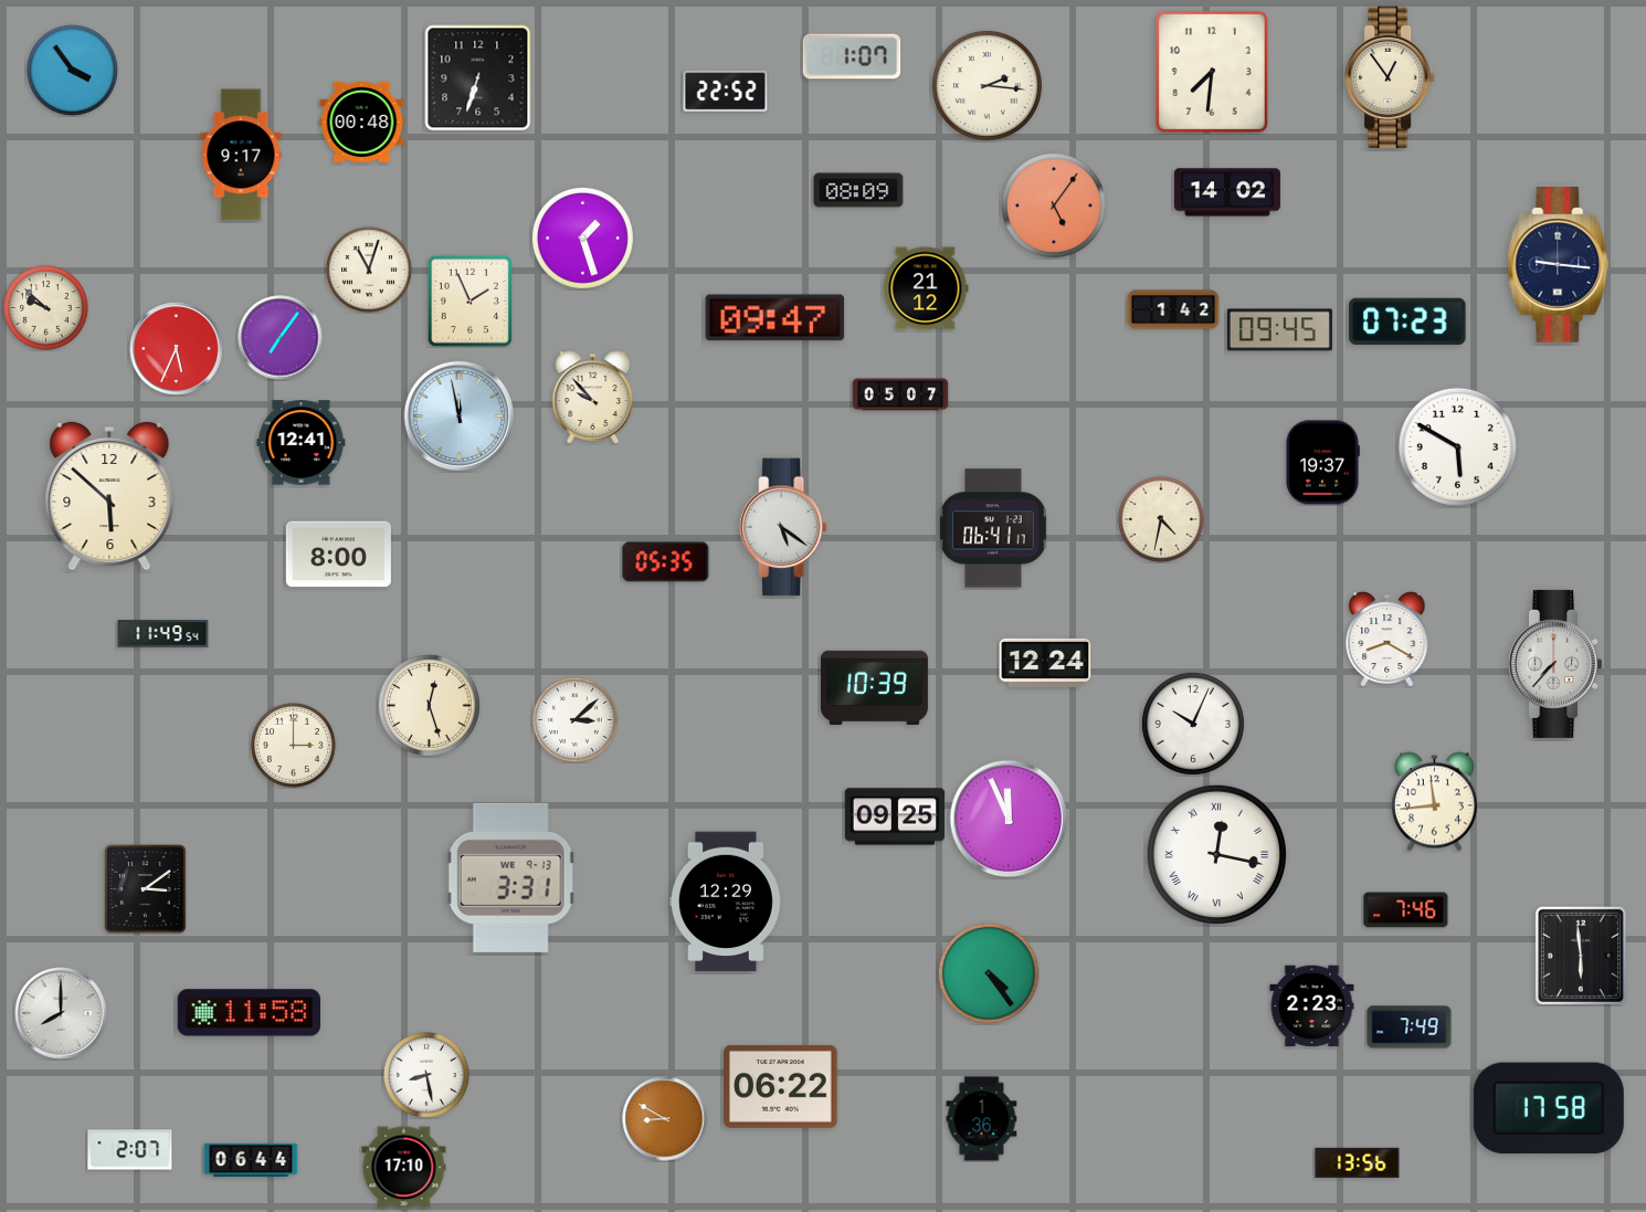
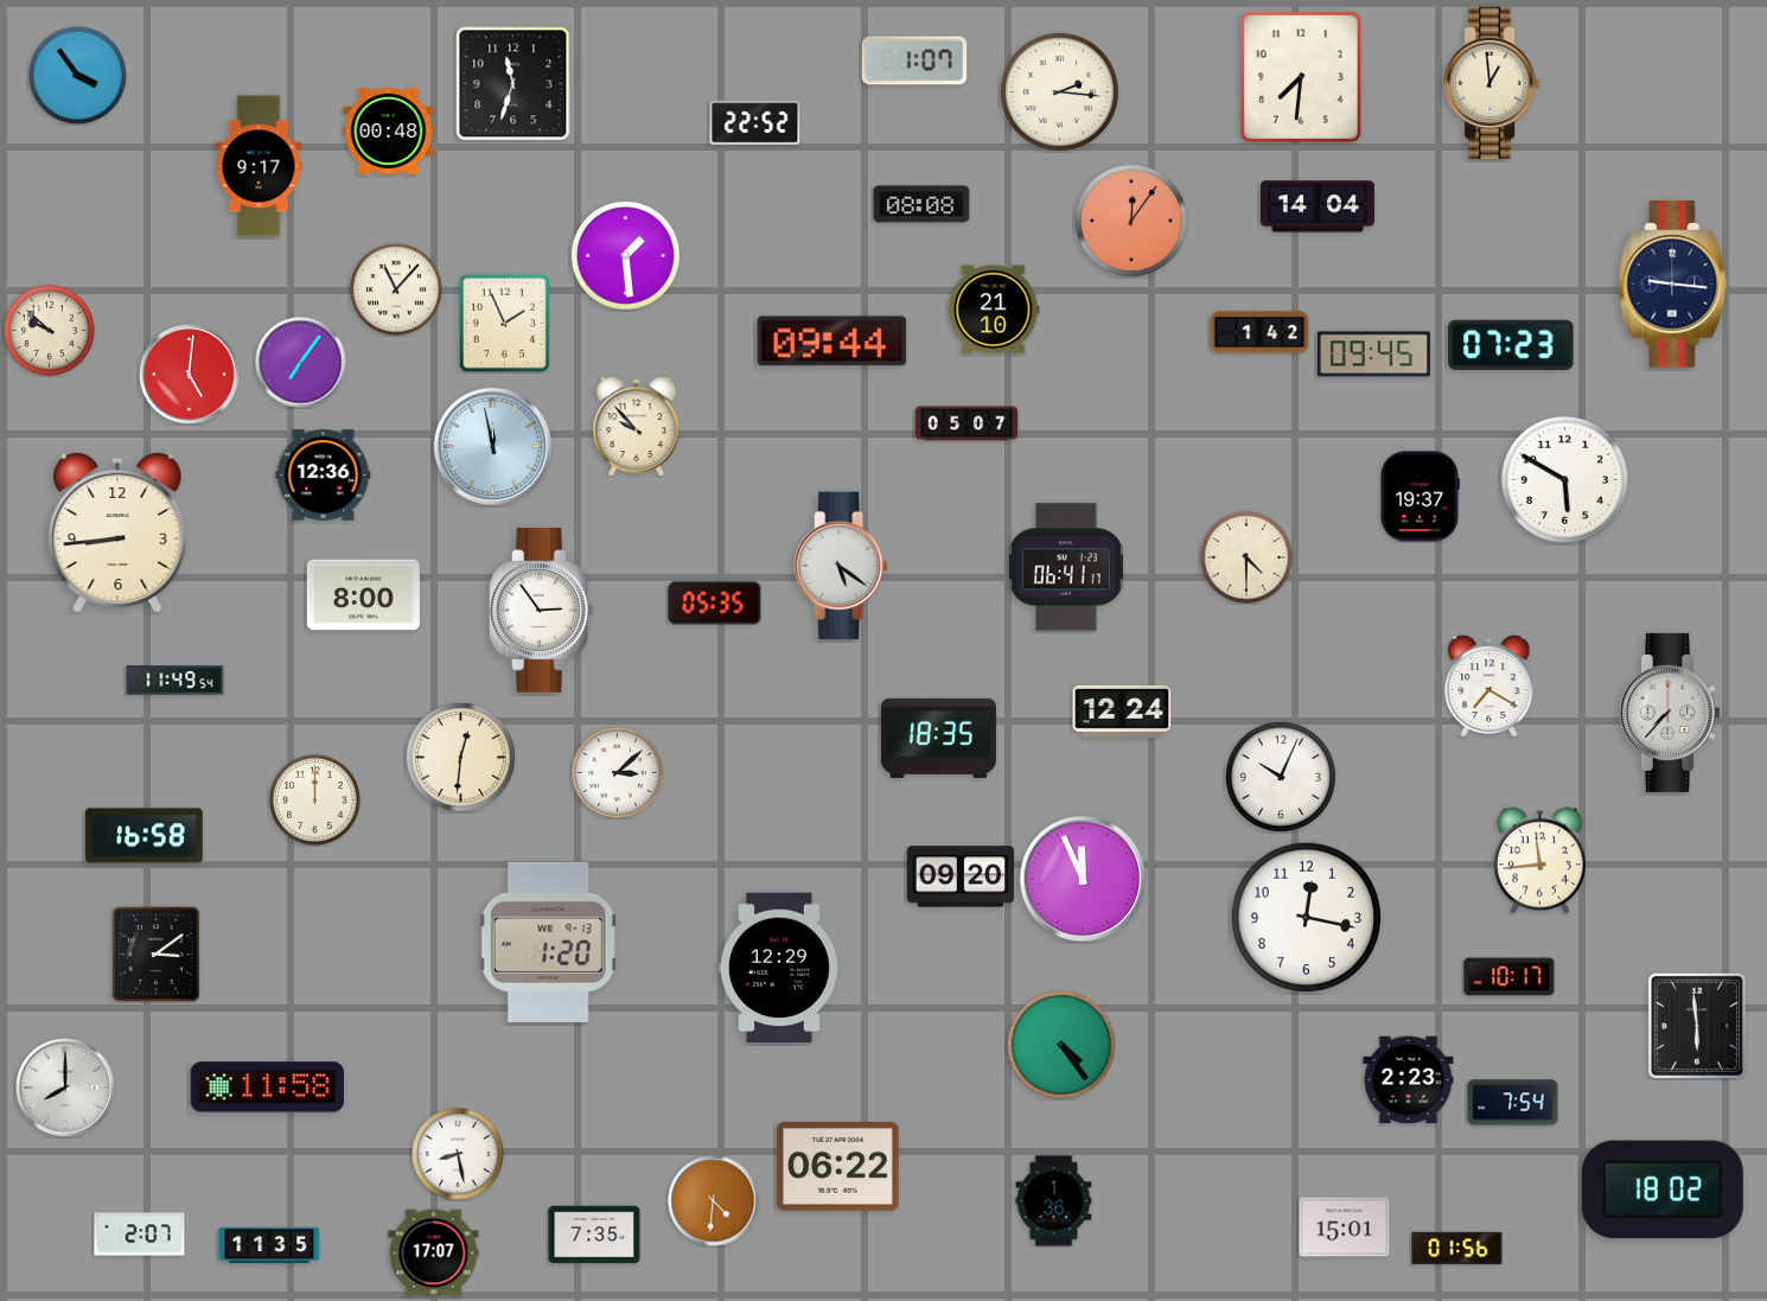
clock at (1390, 77): 12:54 -> 12:59
clock at (478, 78): 6:33 -> 11:33
clock at (726, 91) position: (726, 91) -> (755, 122)
clock at (858, 190): 08:09 -> 08:08
clock at (1227, 192): 14:02 -> 14:04
clock at (1054, 205): 5:06 -> 12:06
clock at (582, 238): 1:27 -> 1:29
clock at (369, 270): 11:03 -> 11:07
clock at (926, 288): 21:12 -> 21:10
clock at (775, 318): 09:47 -> 09:44
clock at (177, 349): 5:34 -> 5:01
clock at (302, 443): 12:41 -> 12:36
clock at (109, 496): 5:52 -> 8:44
clock at (1161, 519): 4:32 -> 4:30
clock at (542, 611): none -> 2:54
clock at (1388, 640): 8:20 -> 7:20
clock at (874, 687): 10:39 -> 18:35
clock at (429, 705): 12:27 -> 12:31
clock at (294, 746): 3:00 -> 12:00
clock at (143, 836): none -> 16:58
clock at (895, 816): 09:25 -> 09:20
clock at (1216, 854) numerals: Roman -> Arabic
clock at (510, 877): 3:31 -> 1:20
clock at (1406, 910): 7:46 -> 10:17
clock at (1410, 1027): 7:49 -> 7:54
clock at (1549, 1108): 17:58 -> 18:02
clock at (665, 1119): 8:50 -> 4:31
clock at (1345, 1227): none -> 15:01
clock at (594, 1235): none -> 7:35
clock at (251, 1160): 06:44 -> 11:35
clock at (1358, 1162): 13:56 -> 01:56
clock at (404, 1168): 17:10 -> 17:07
